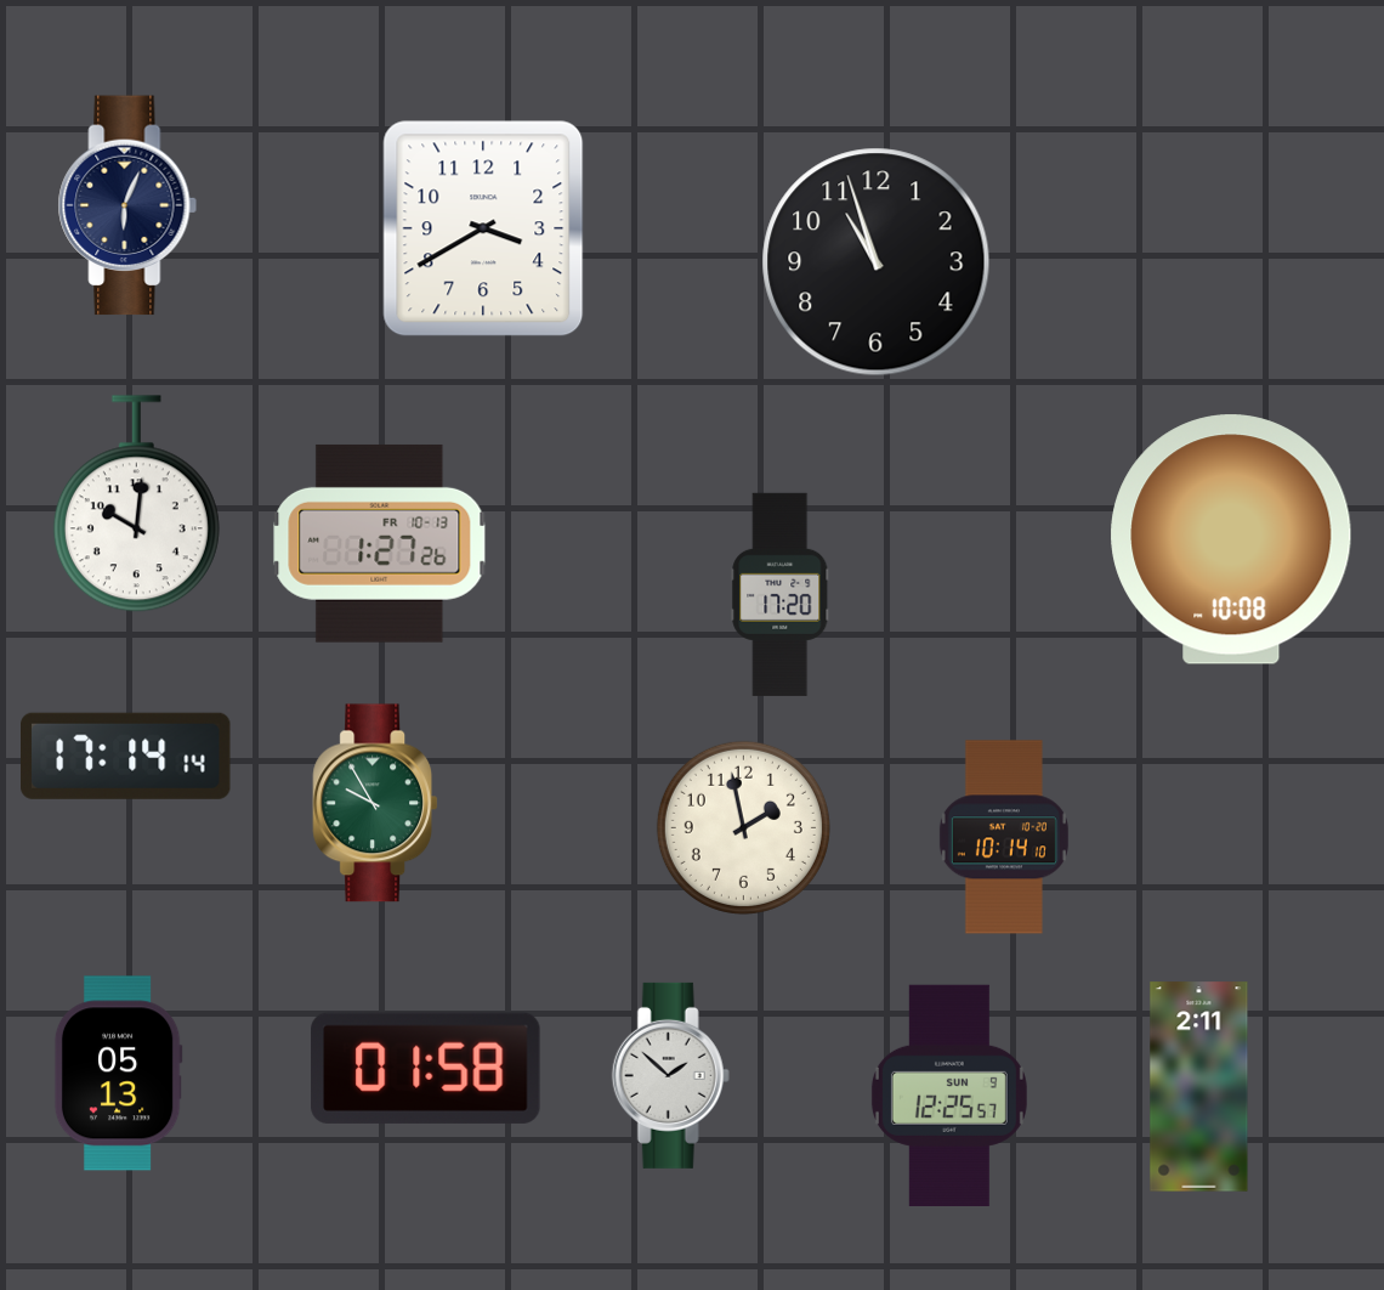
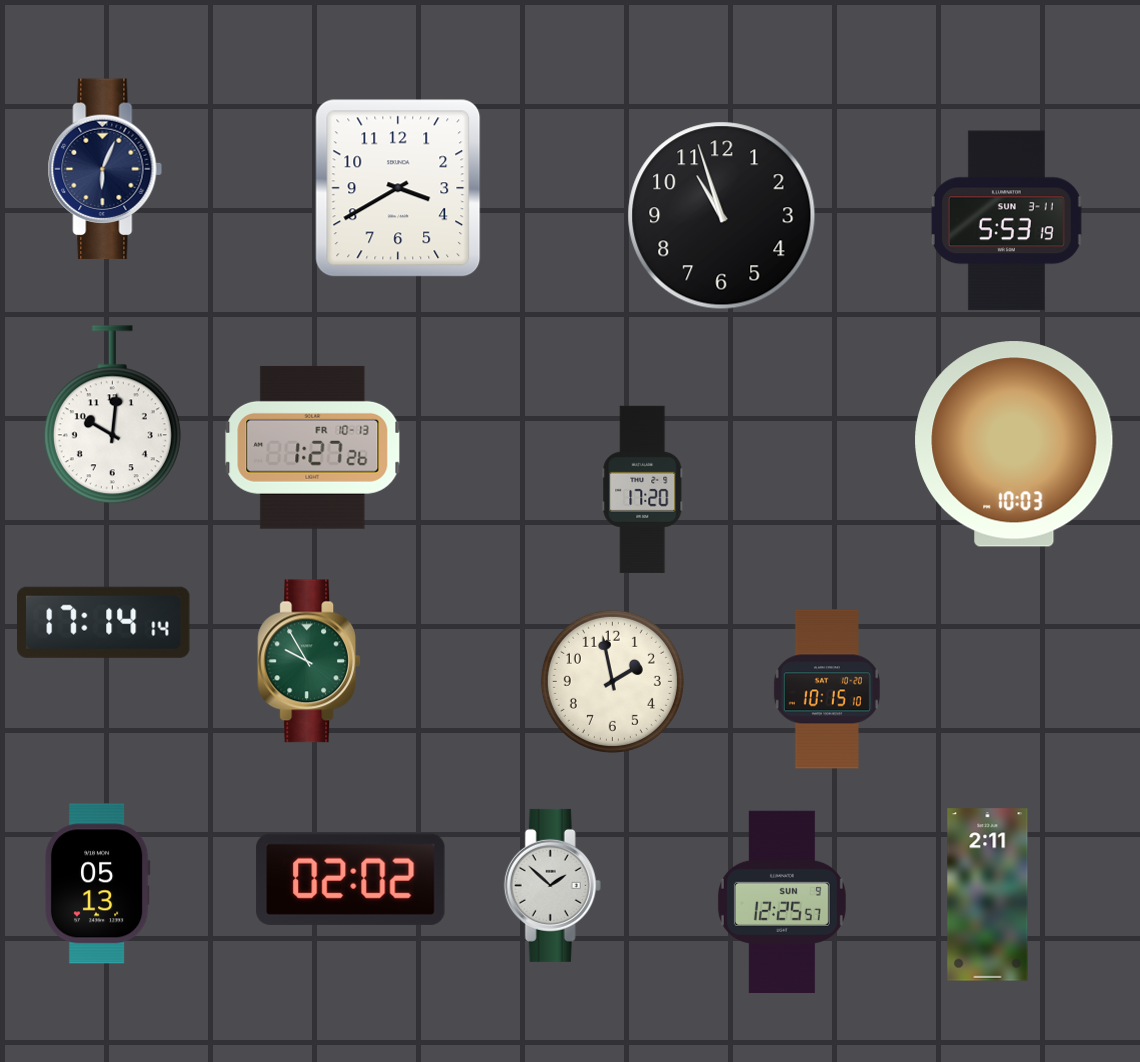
clock at (1006, 221): none -> 5:53
clock at (1231, 539): 10:08 -> 10:03
clock at (1004, 837): 10:14 -> 10:15
clock at (426, 1068): 01:58 -> 02:02
